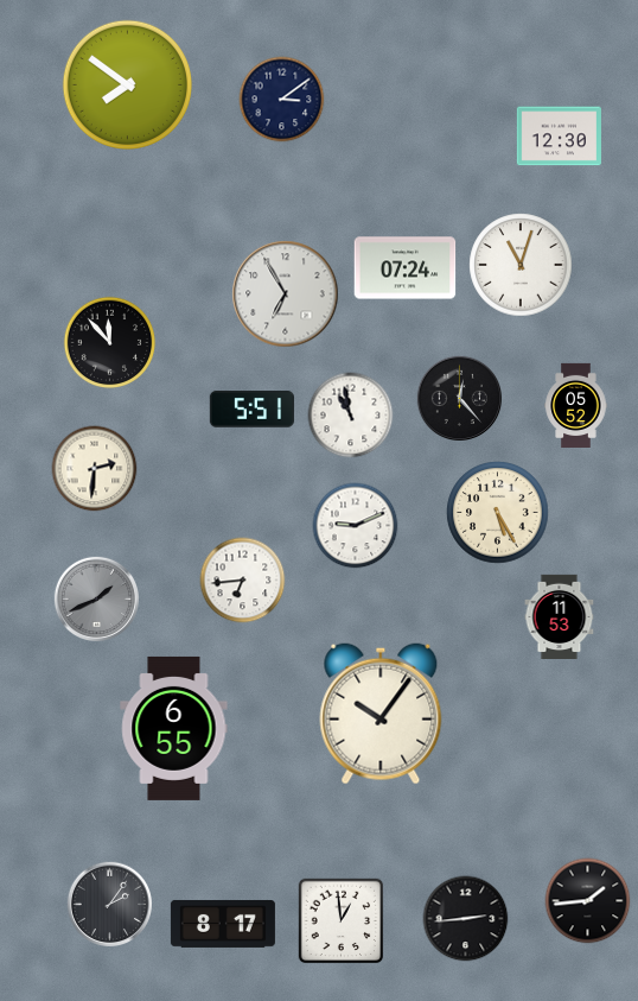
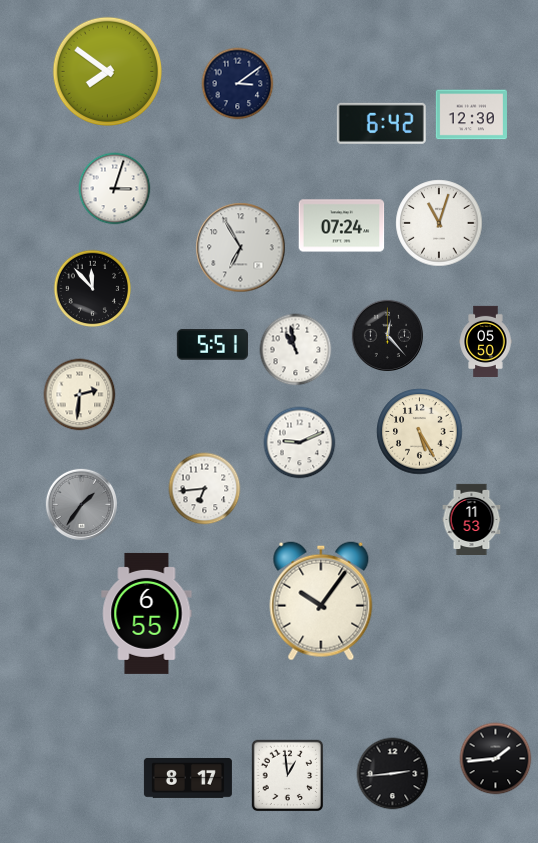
clock at (381, 123): none -> 6:42
clock at (115, 189): none -> 3:03
clock at (576, 405): 05:52 -> 05:50
clock at (96, 598): 1:41 -> 1:36
clock at (109, 904): 2:06 -> none
